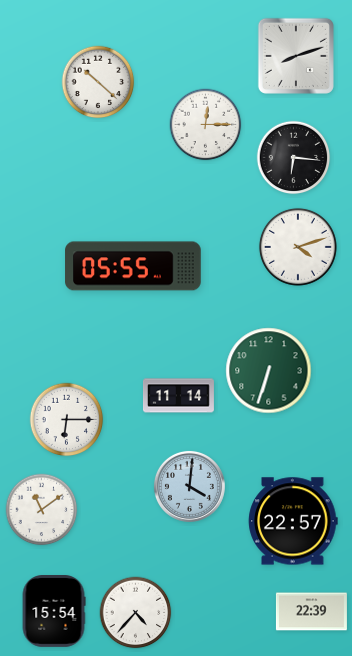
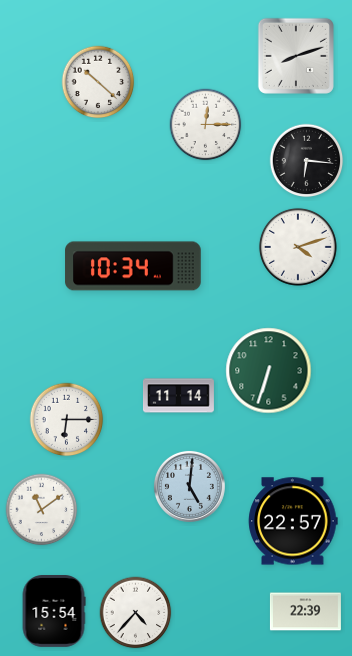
clock at (294, 158) position: (294, 158) -> (307, 161)
clock at (133, 266): 05:55 -> 10:34
clock at (189, 486): 4:01 -> 5:01
clock at (311, 612) position: (311, 612) -> (305, 612)
